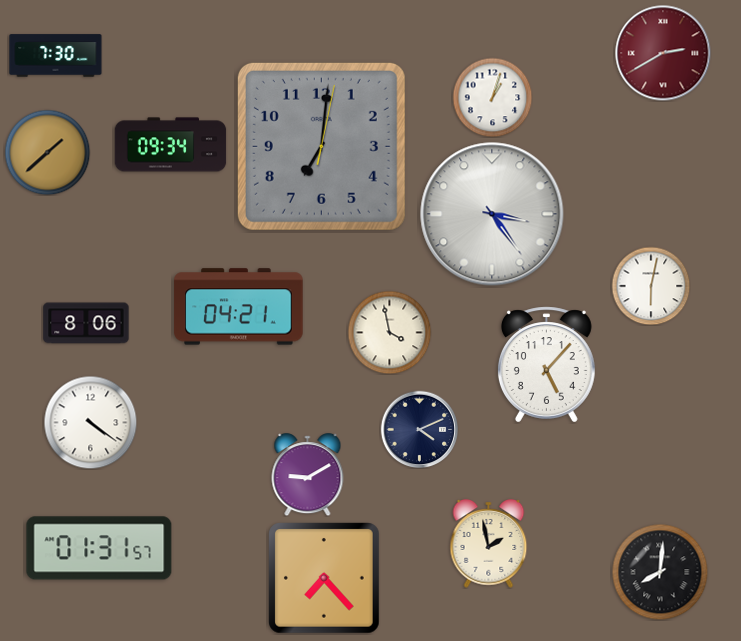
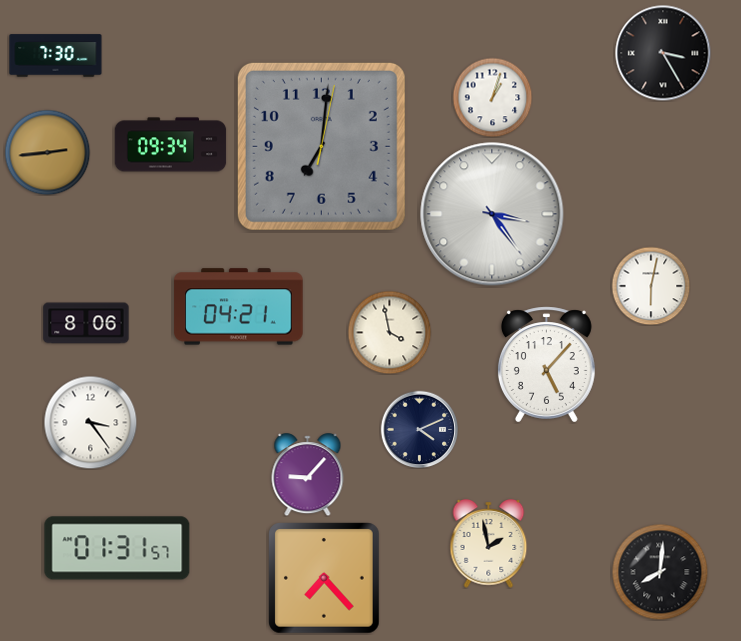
clock at (663, 53): 2:40 -> 3:25
clock at (663, 53) dial: burgundy -> black
clock at (47, 152): 1:38 -> 2:44
clock at (90, 422): 4:21 -> 3:24
clock at (308, 475): 9:10 -> 9:07
clock at (99, 548) position: (99, 548) -> (117, 548)
